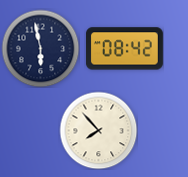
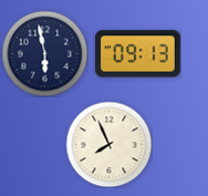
clock at (124, 49): 08:42 -> 09:13
clock at (98, 130): 7:53 -> 7:56
